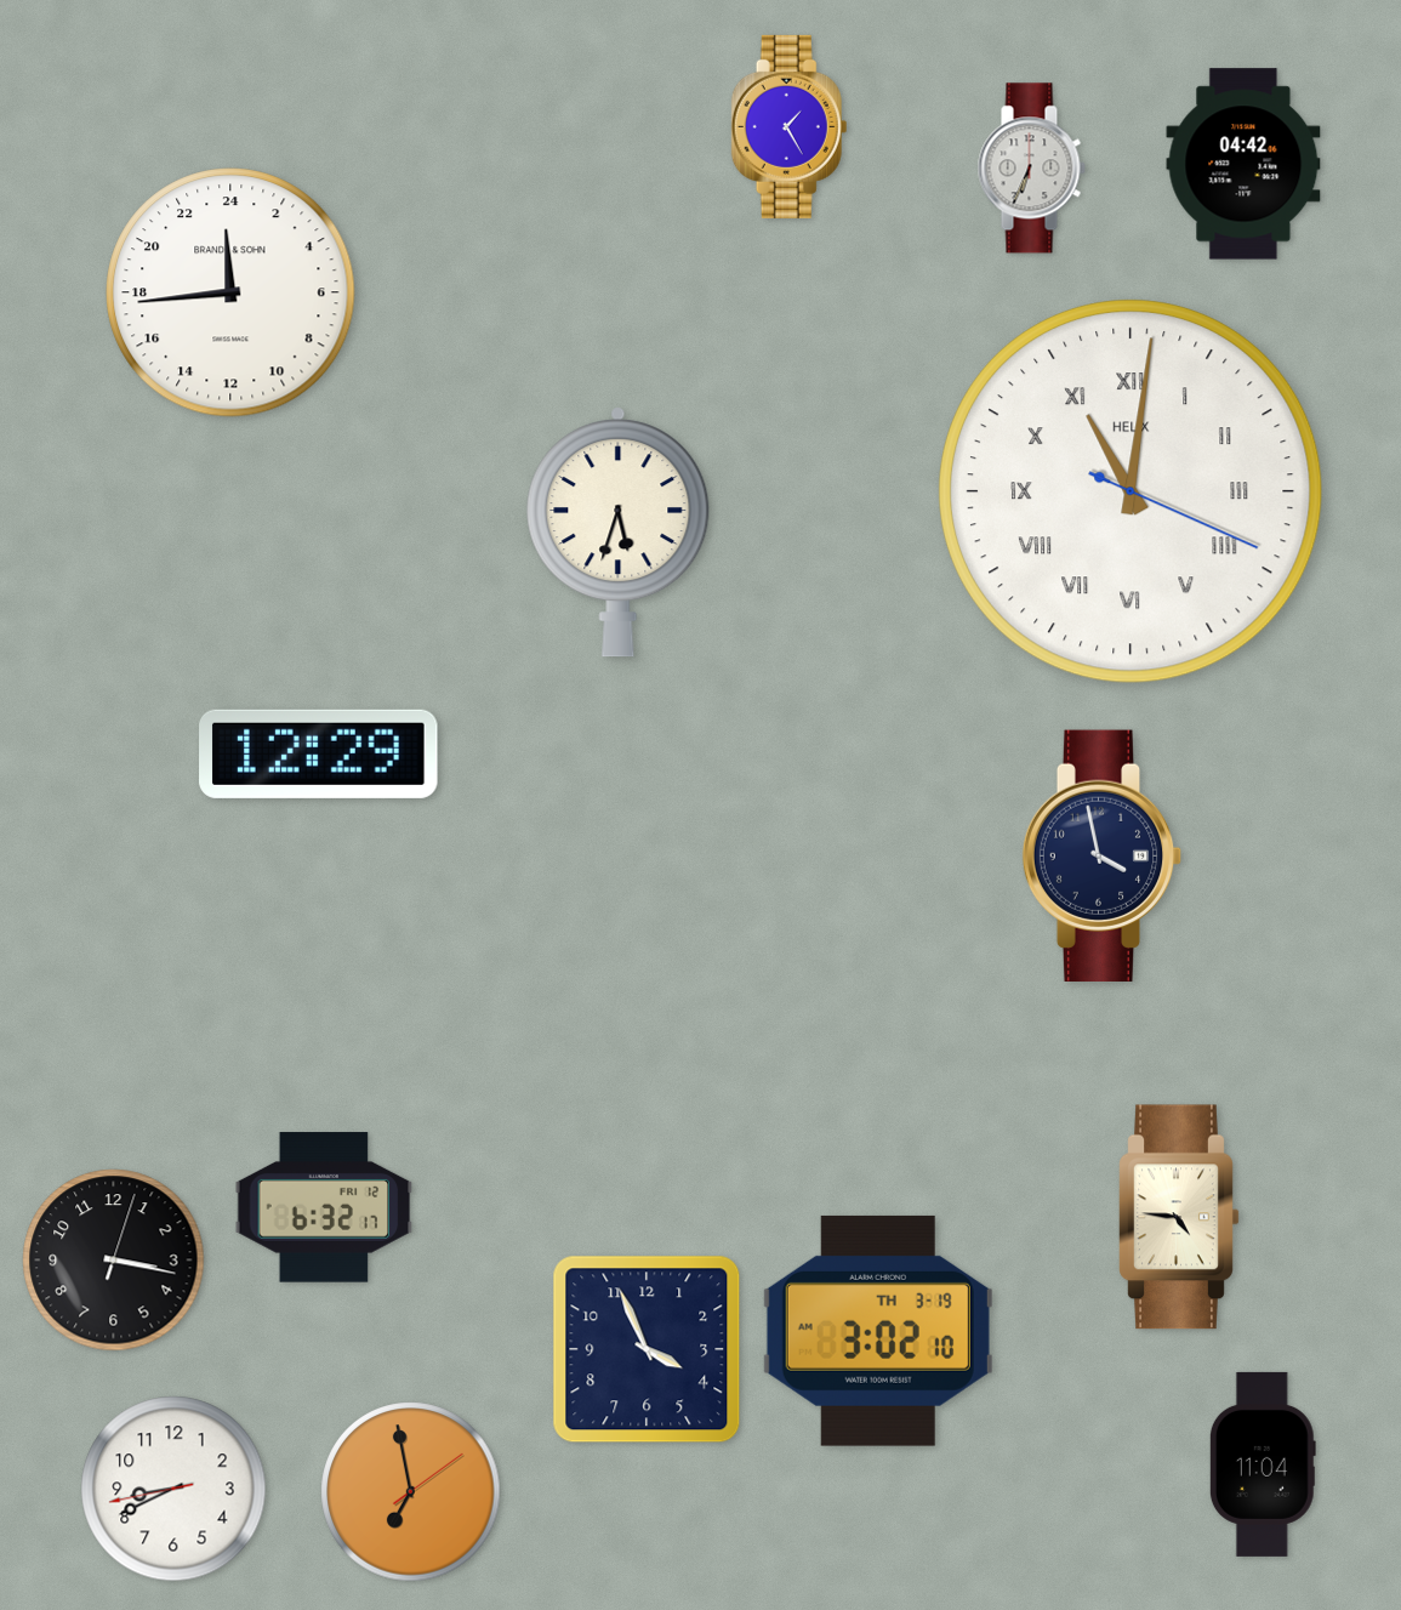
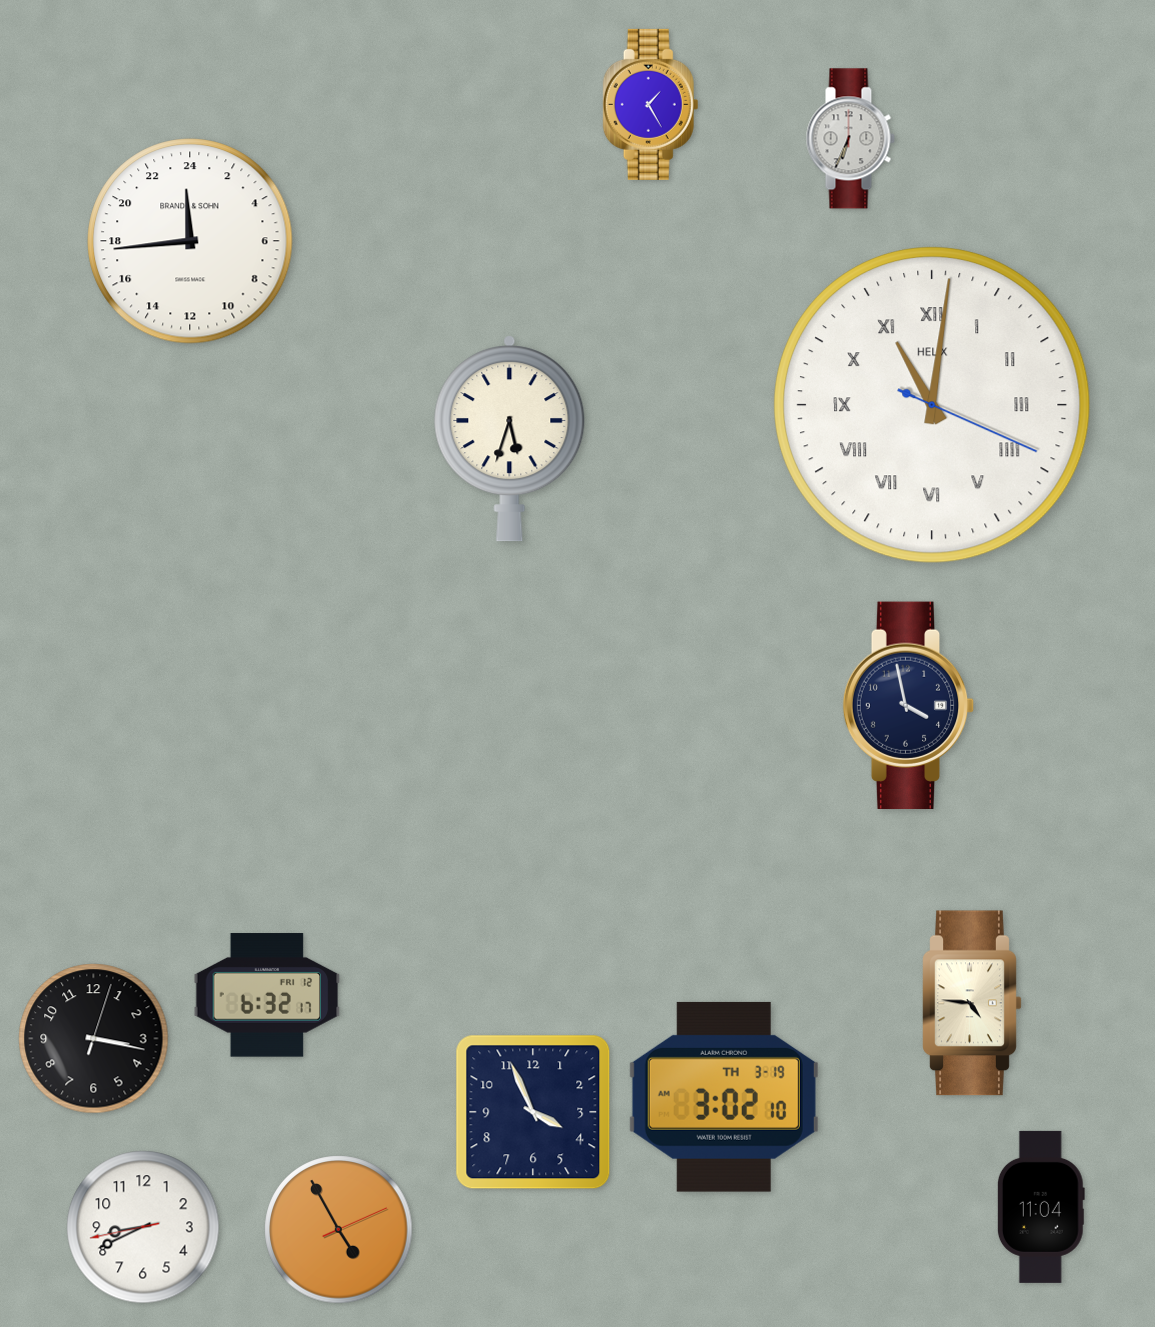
clock at (1243, 164): 04:42 -> none
clock at (319, 753): 12:29 -> none
clock at (411, 1492): 6:58 -> 4:55
